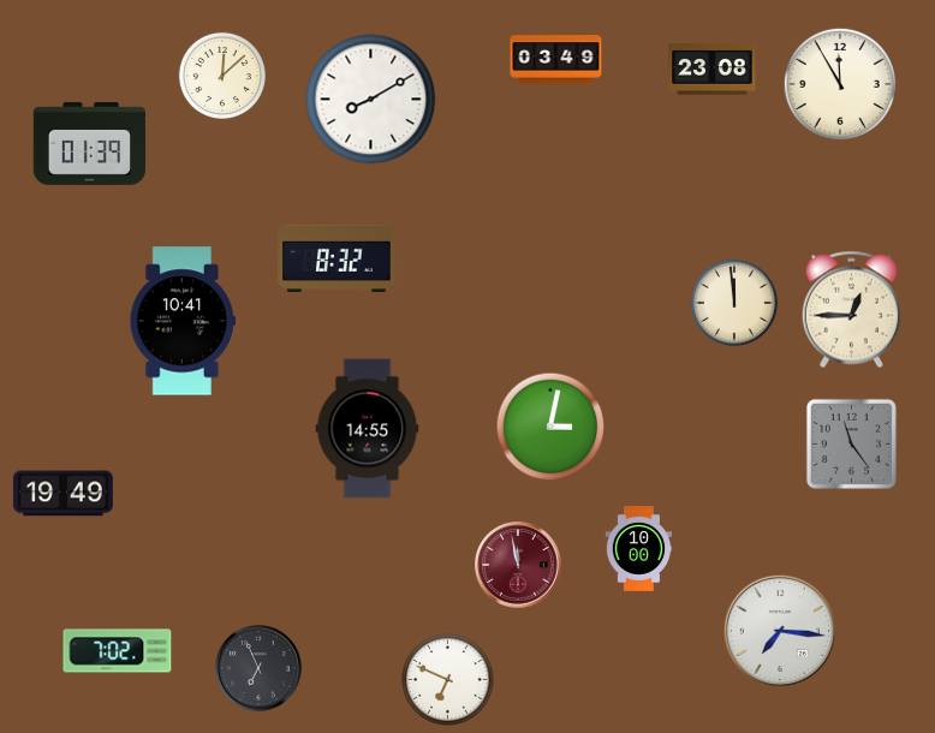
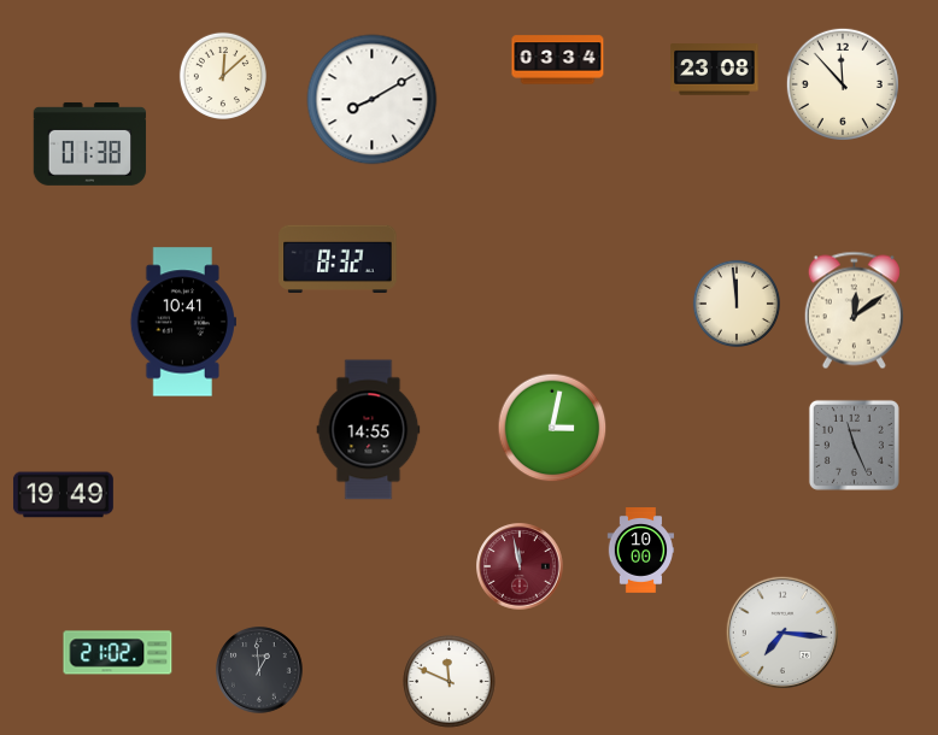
clock at (556, 60): 03:49 -> 03:34
clock at (840, 84): 11:55 -> 11:53
clock at (90, 143): 01:39 -> 01:38
clock at (851, 310): 12:45 -> 12:09
clock at (851, 443): 11:24 -> 11:26
clock at (118, 651): 7:02 -> 21:02
clock at (258, 668): 6:56 -> 12:59
clock at (448, 680): 6:49 -> 11:49
